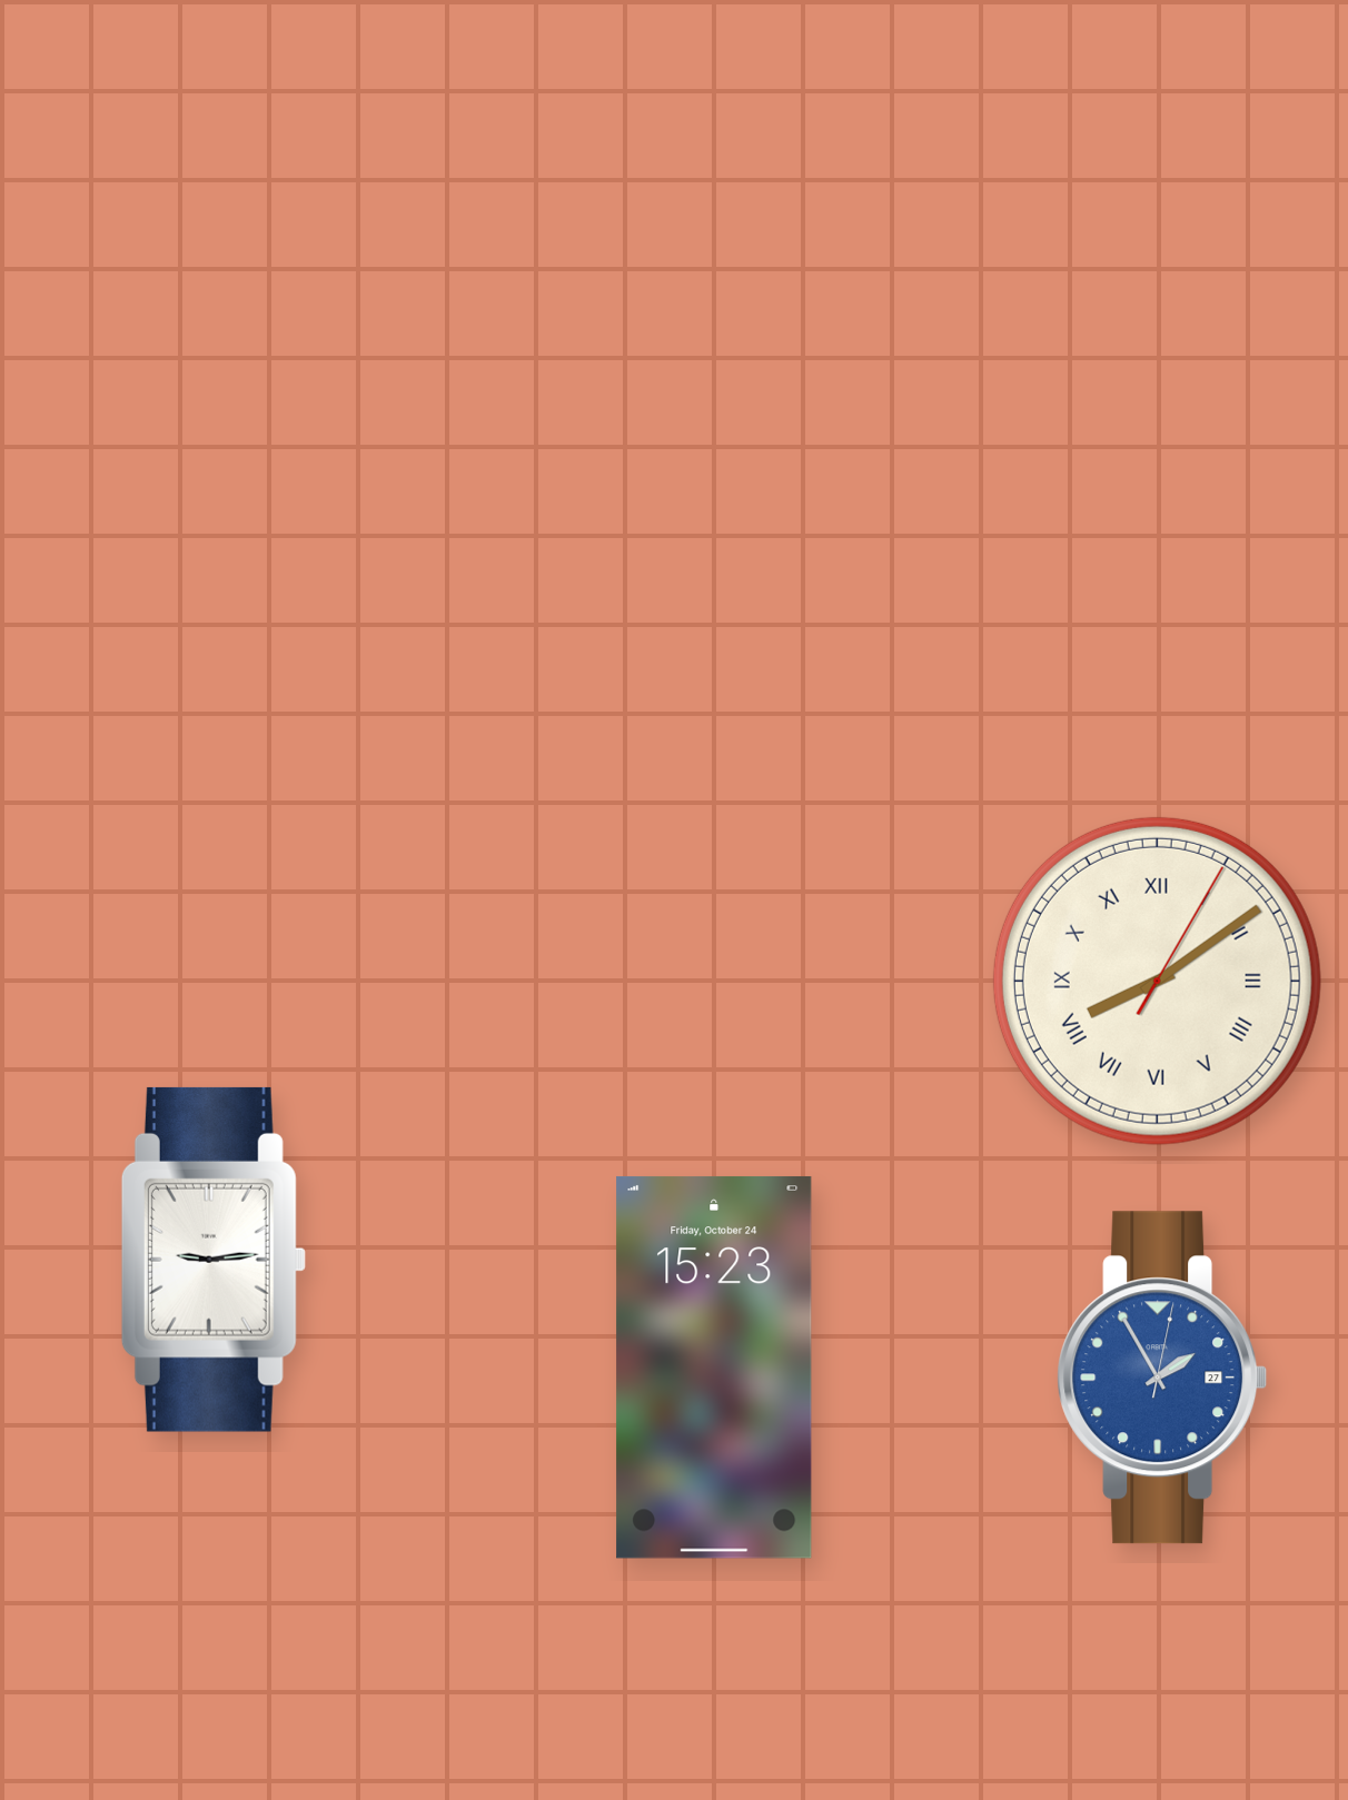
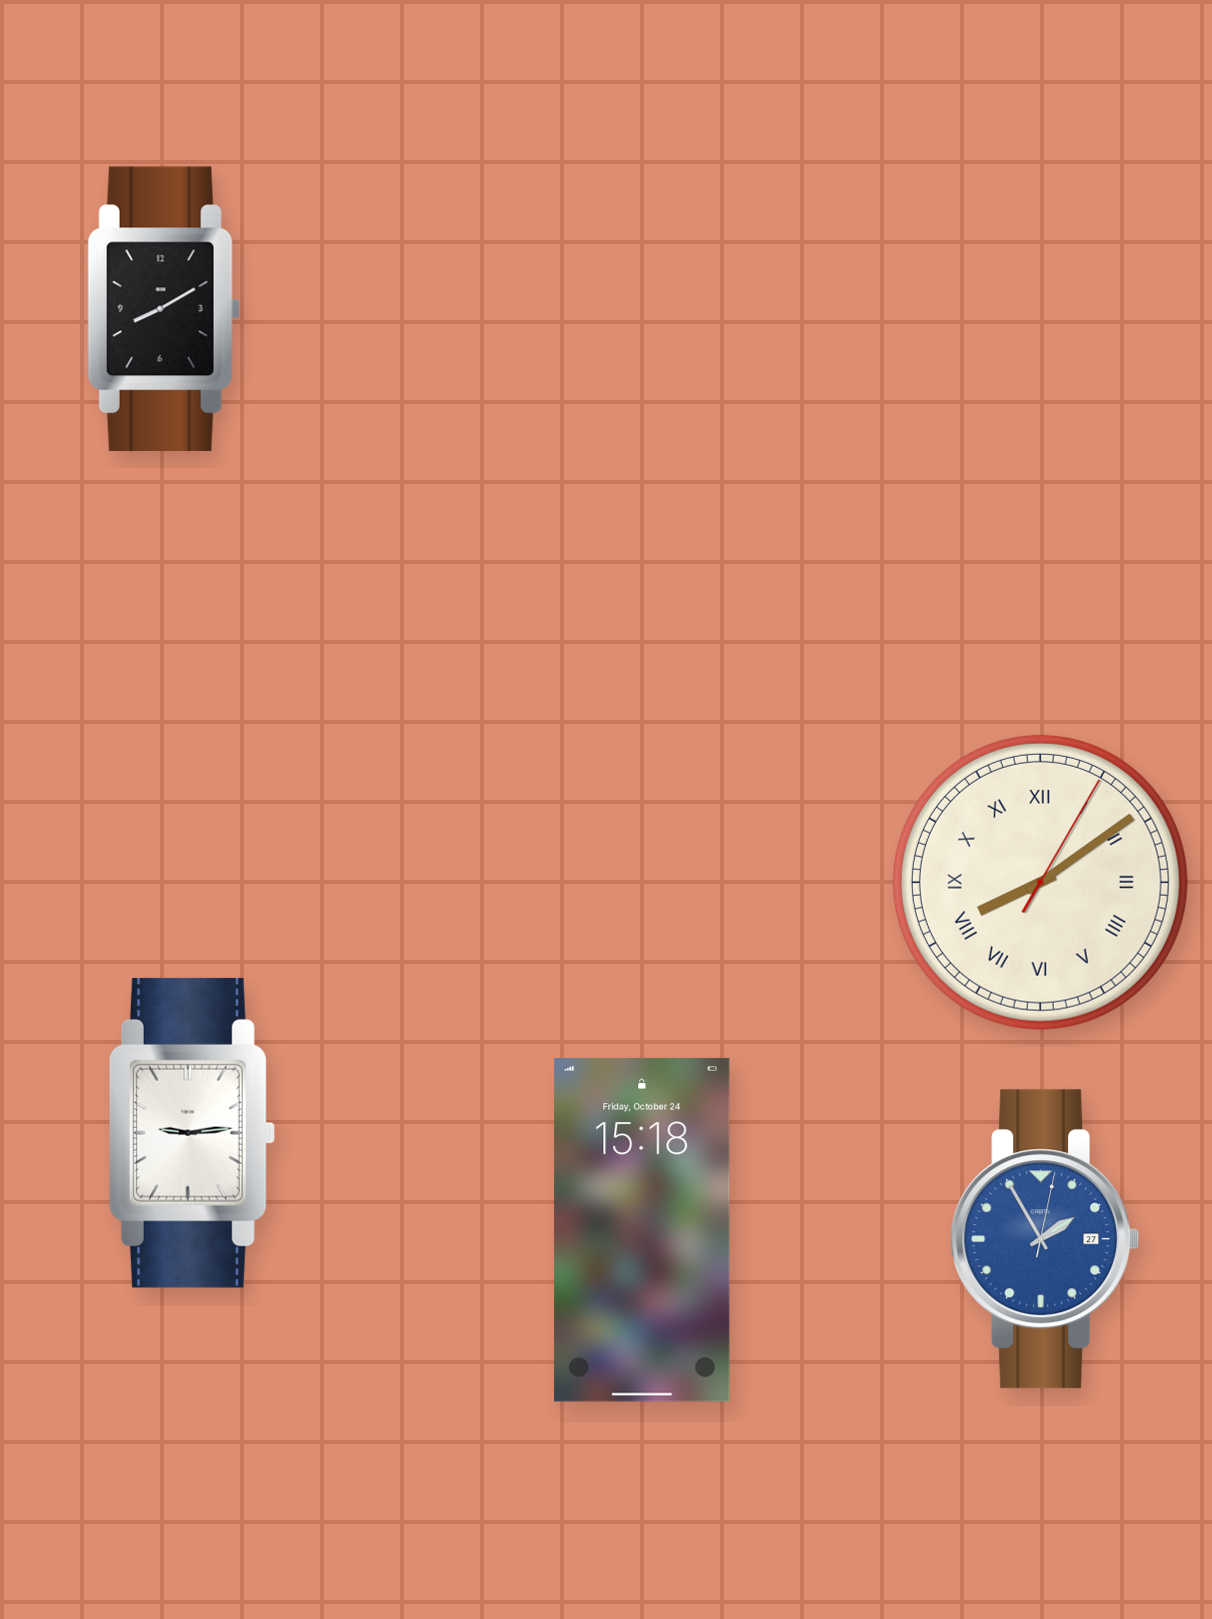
clock at (164, 309): none -> 8:10
clock at (714, 1368): 15:23 -> 15:18
